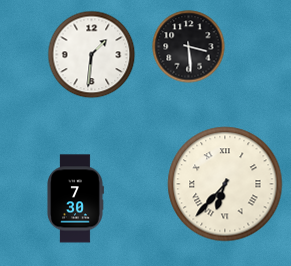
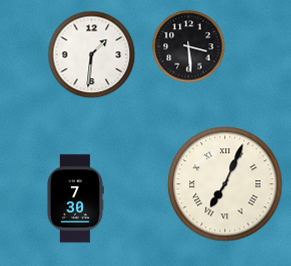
clock at (225, 184): 6:37 -> 7:04
